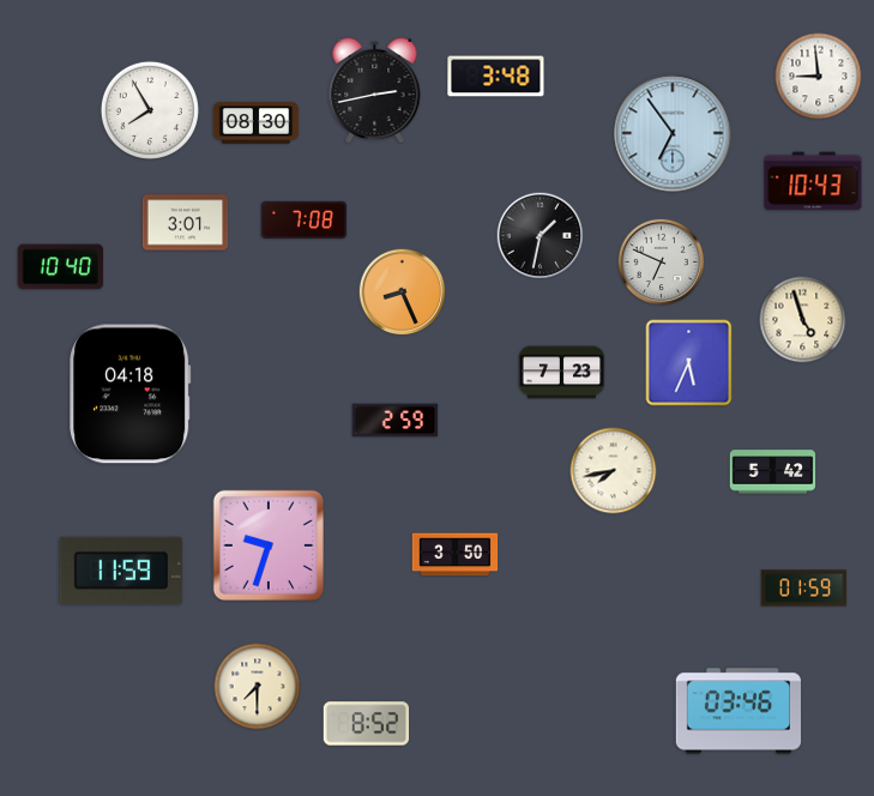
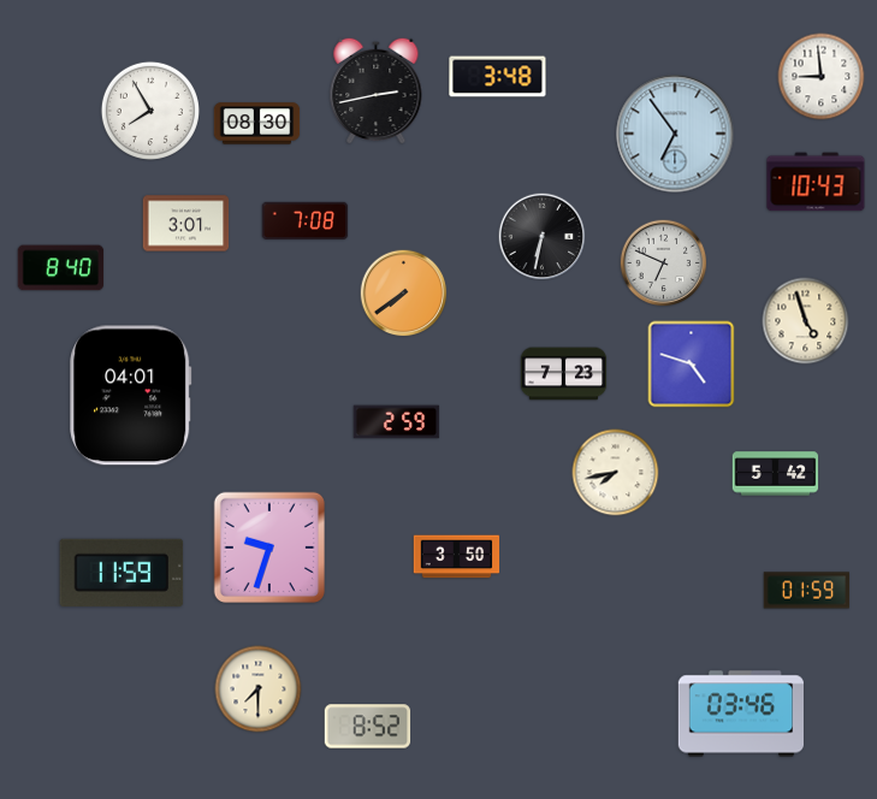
clock at (541, 236): 1:32 -> 6:32
clock at (61, 267): 10:40 -> 8:40
clock at (403, 293): 8:26 -> 7:39
clock at (689, 363): 5:34 -> 4:48
clock at (131, 394): 04:18 -> 04:01
